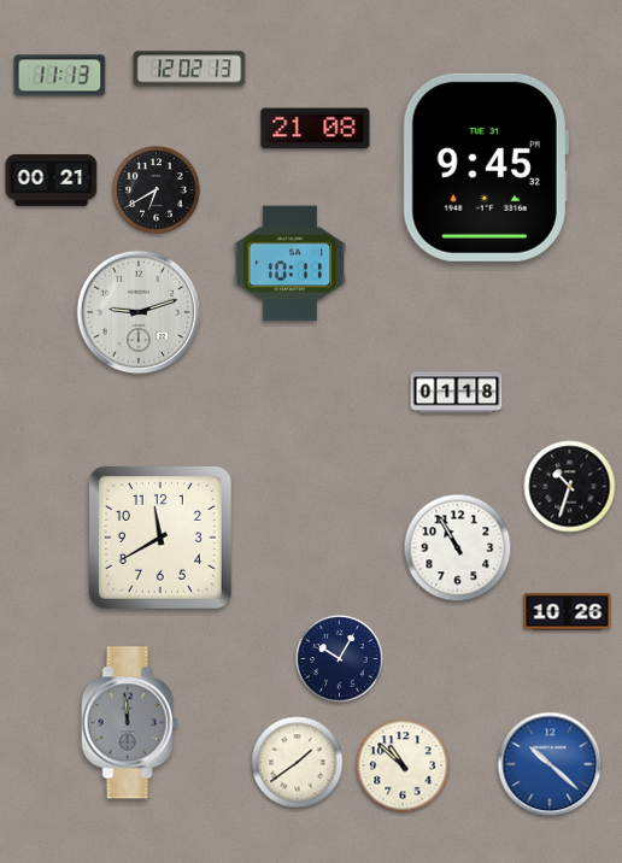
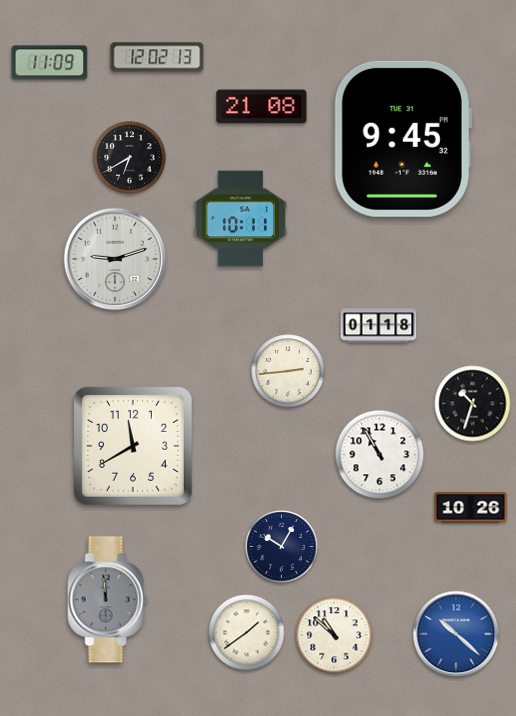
clock at (60, 76): 11:13 -> 11:09
clock at (52, 181): 00:21 -> none
clock at (288, 371): none -> 2:44
